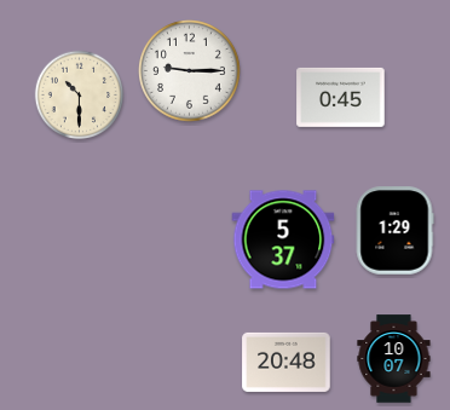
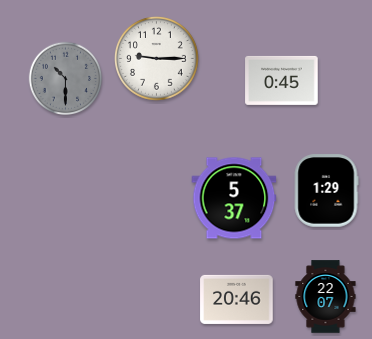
clock at (80, 96) dial: cream -> grey
clock at (394, 359): 10:07 -> 22:07
clock at (287, 362): 20:48 -> 20:46
